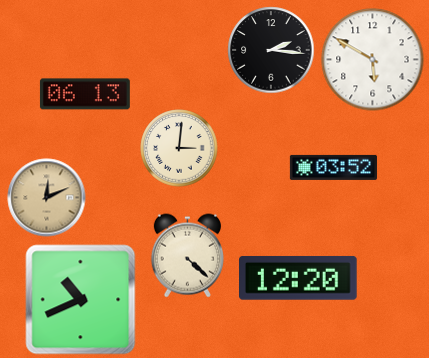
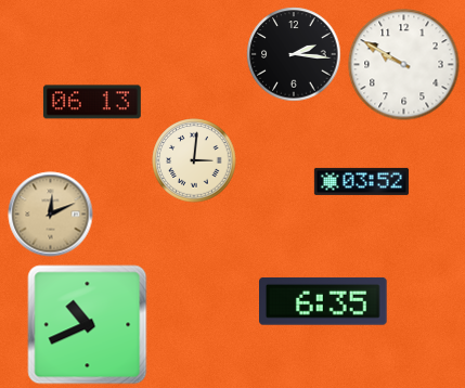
clock at (373, 60): 5:50 -> 9:50
clock at (187, 256): 4:22 -> none
clock at (299, 278): 12:20 -> 6:35
